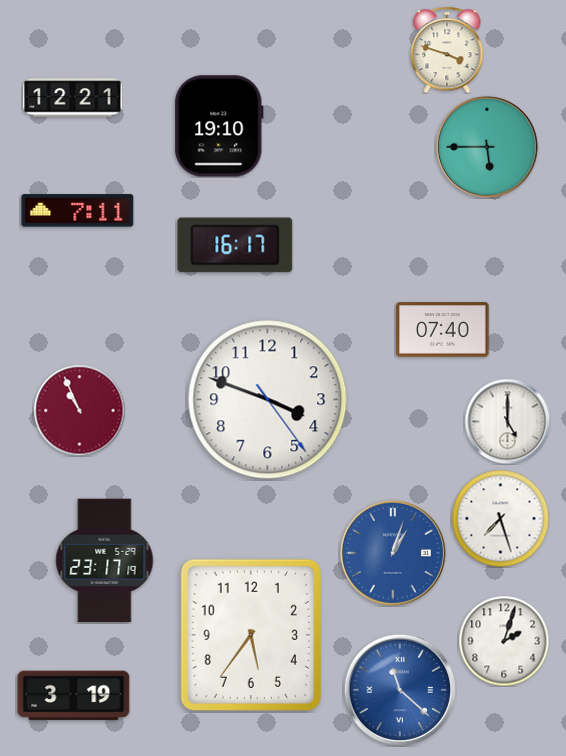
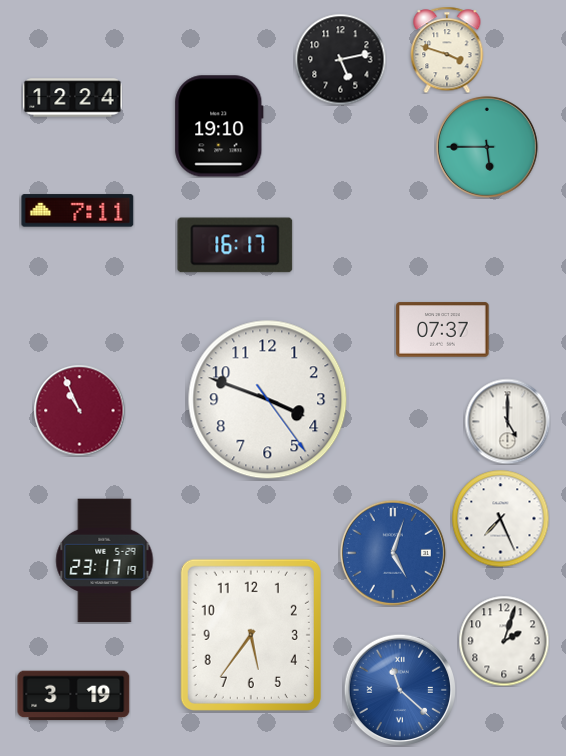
clock at (340, 59): none -> 5:13
clock at (73, 98): 12:21 -> 12:24
clock at (443, 330): 07:40 -> 07:37
clock at (500, 518): 7:27 -> 7:26
clock at (393, 553): 1:03 -> 5:03
